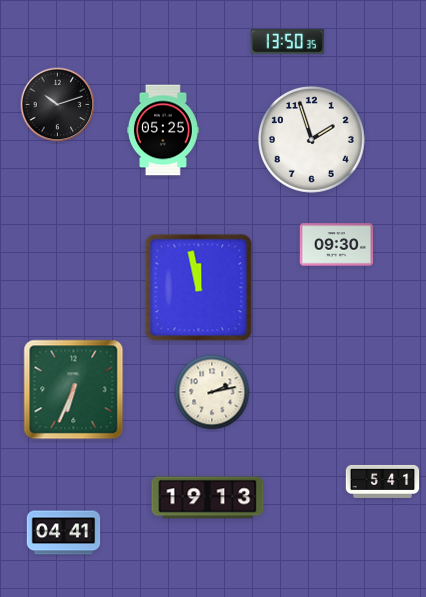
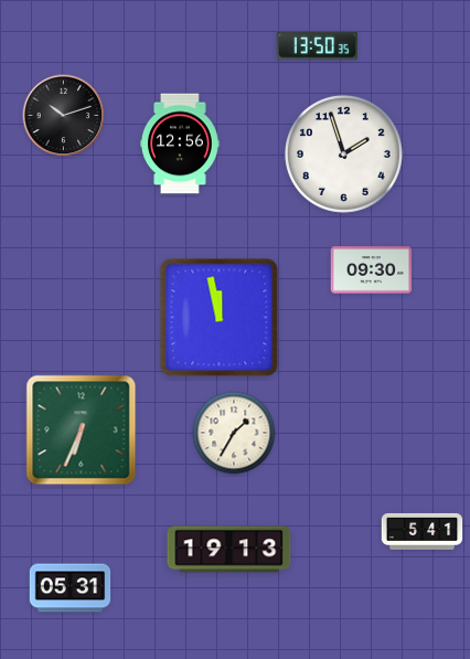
clock at (163, 130): 05:25 -> 12:56
clock at (212, 392): 2:13 -> 1:35
clock at (64, 533): 04:41 -> 05:31
